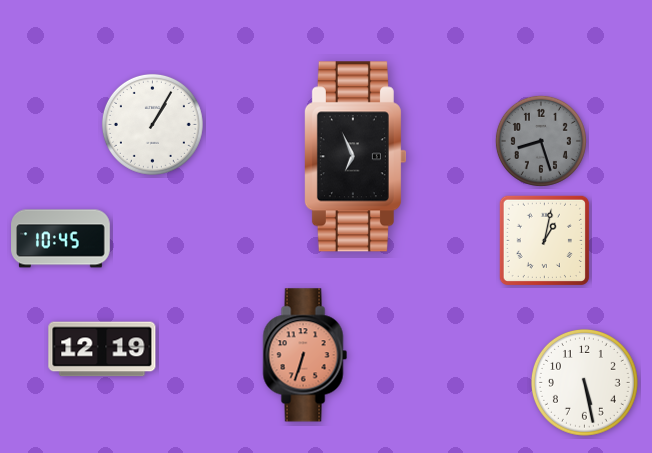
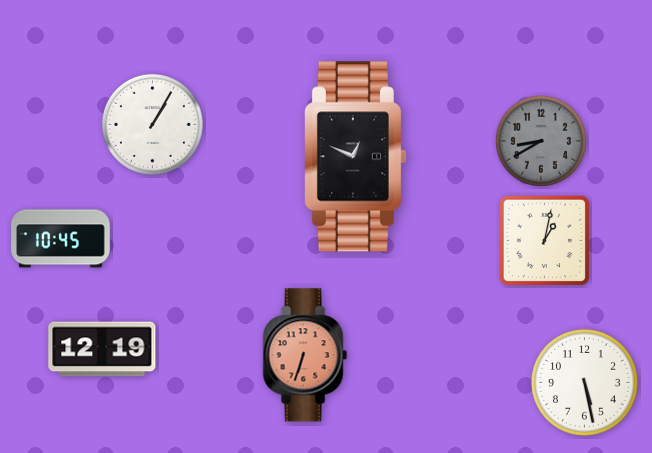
clock at (541, 141): 8:27 -> 8:40
clock at (355, 157): 6:56 -> 12:49
